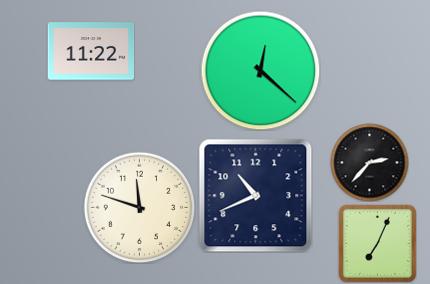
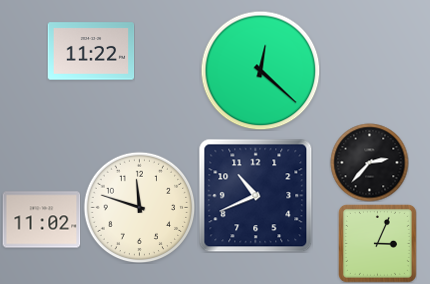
clock at (41, 220): none -> 11:02
clock at (377, 243): 7:04 -> 3:04
